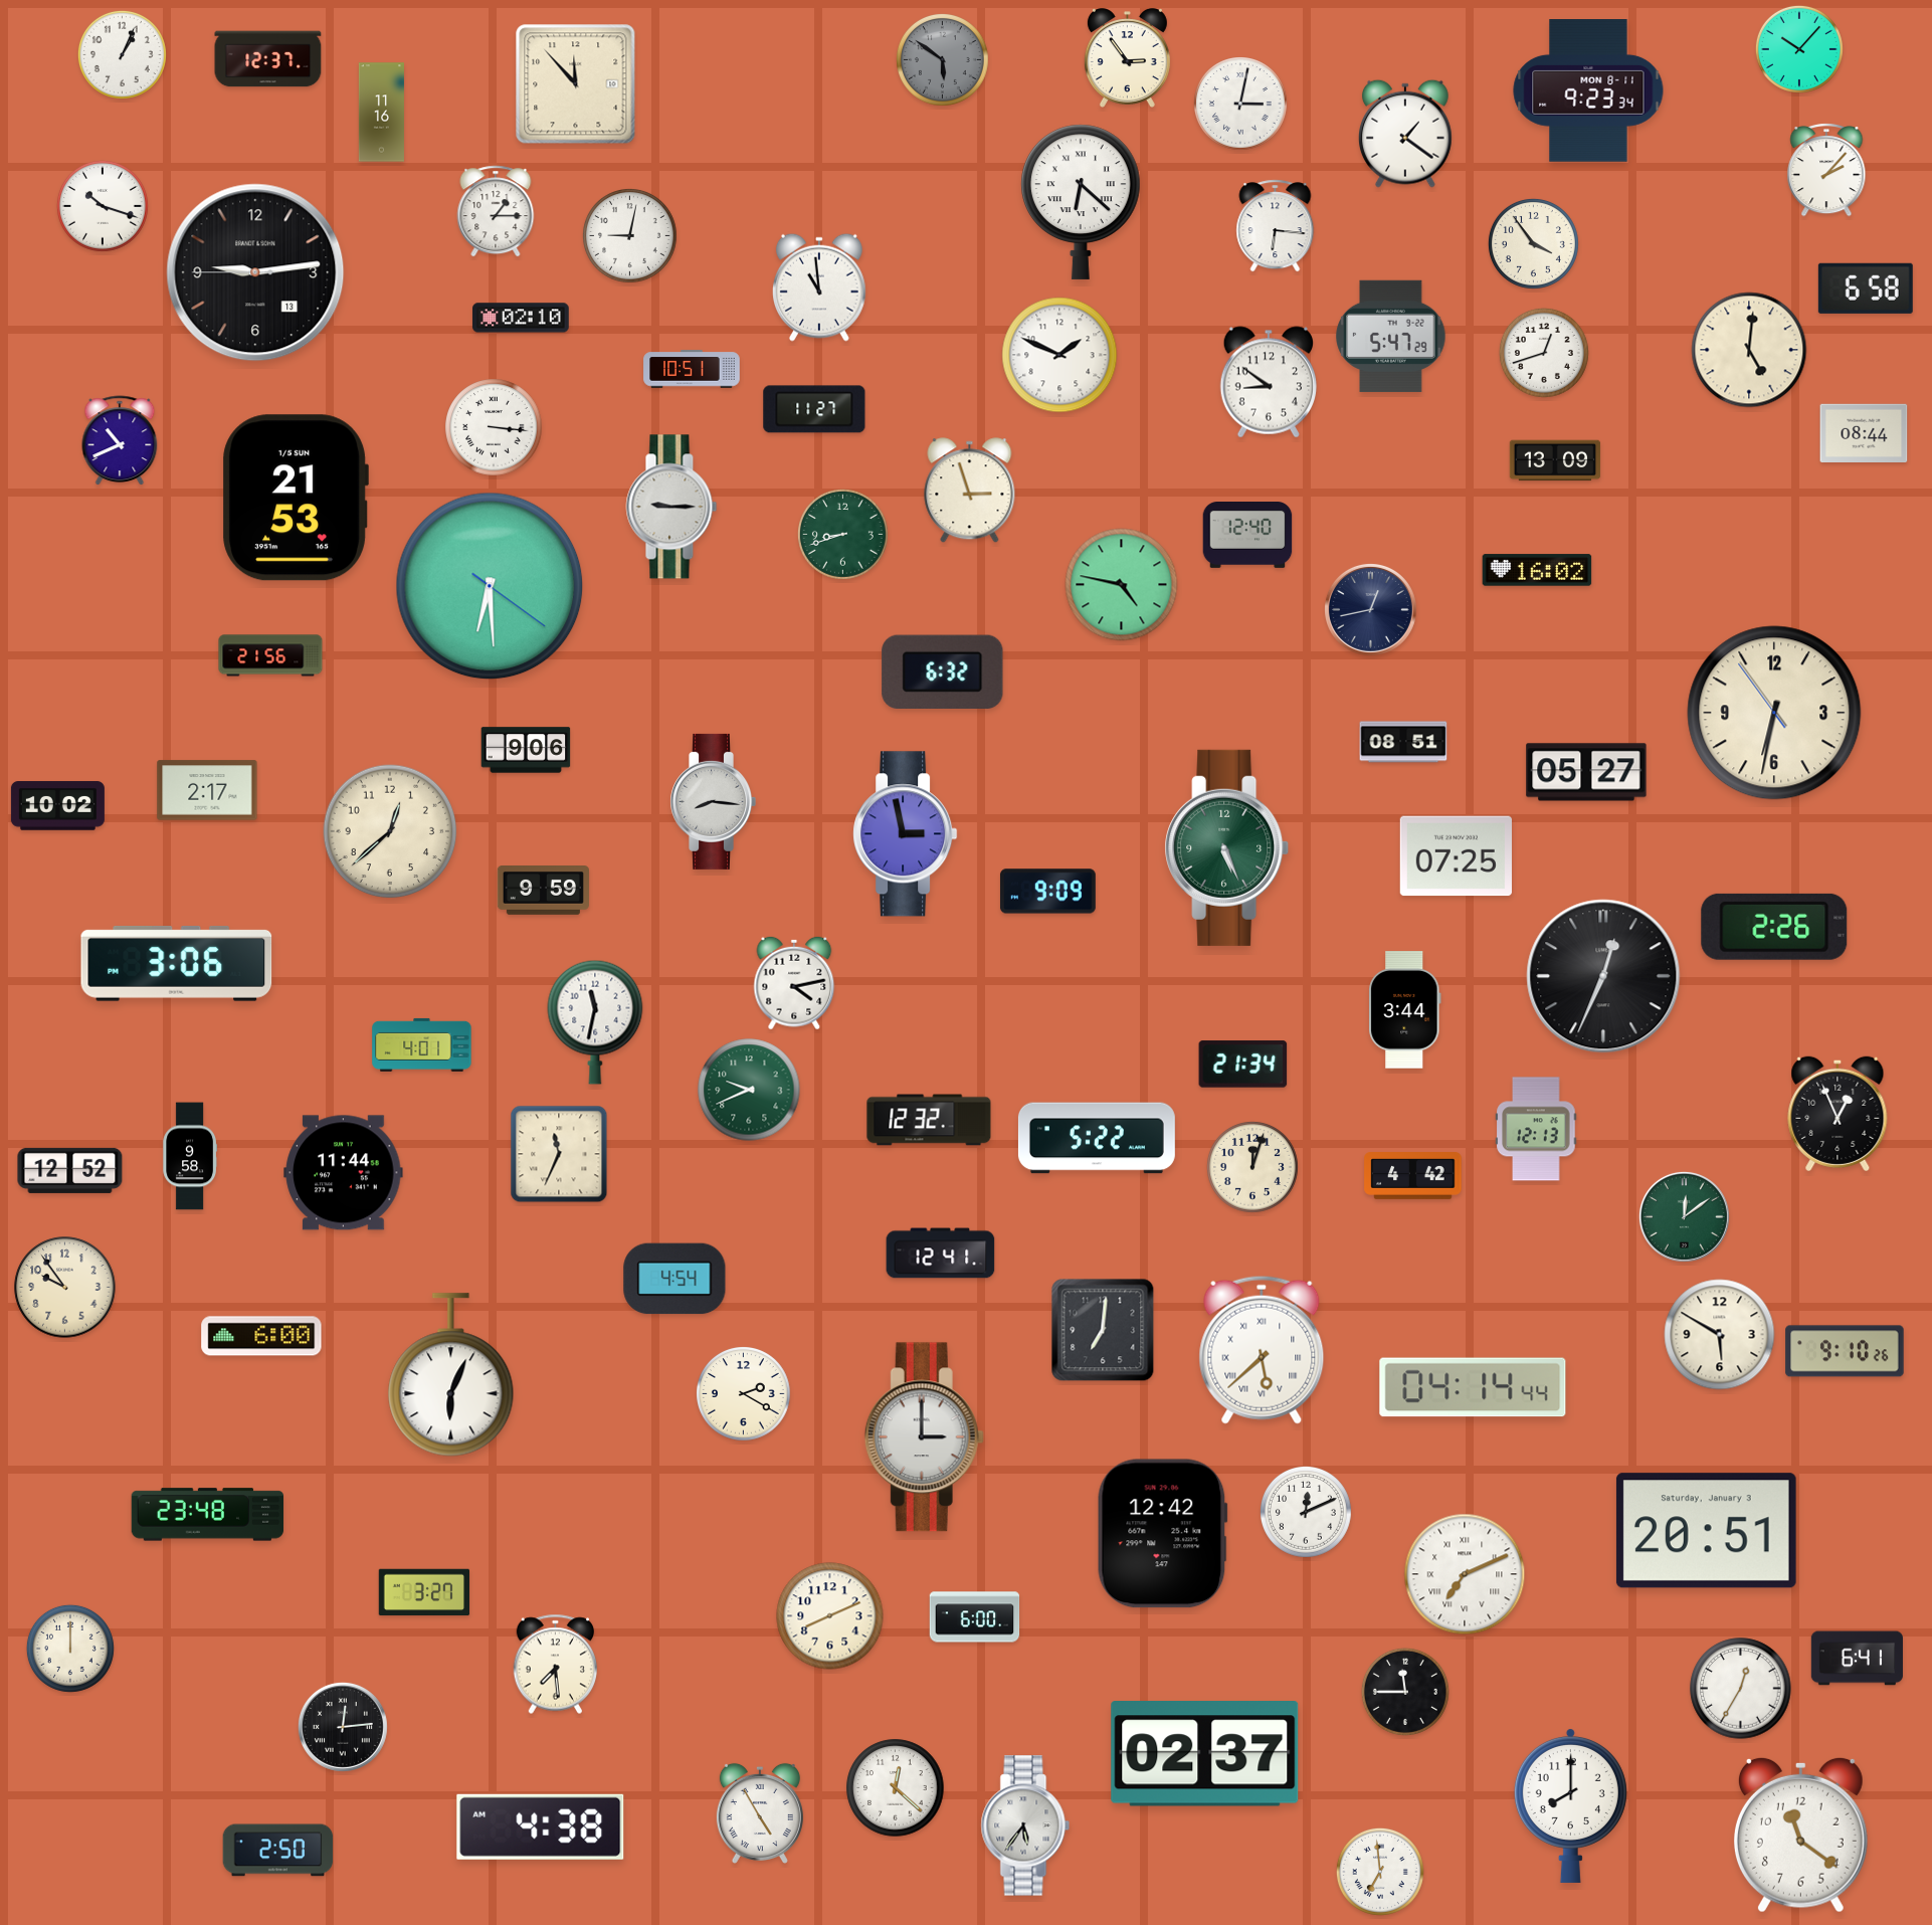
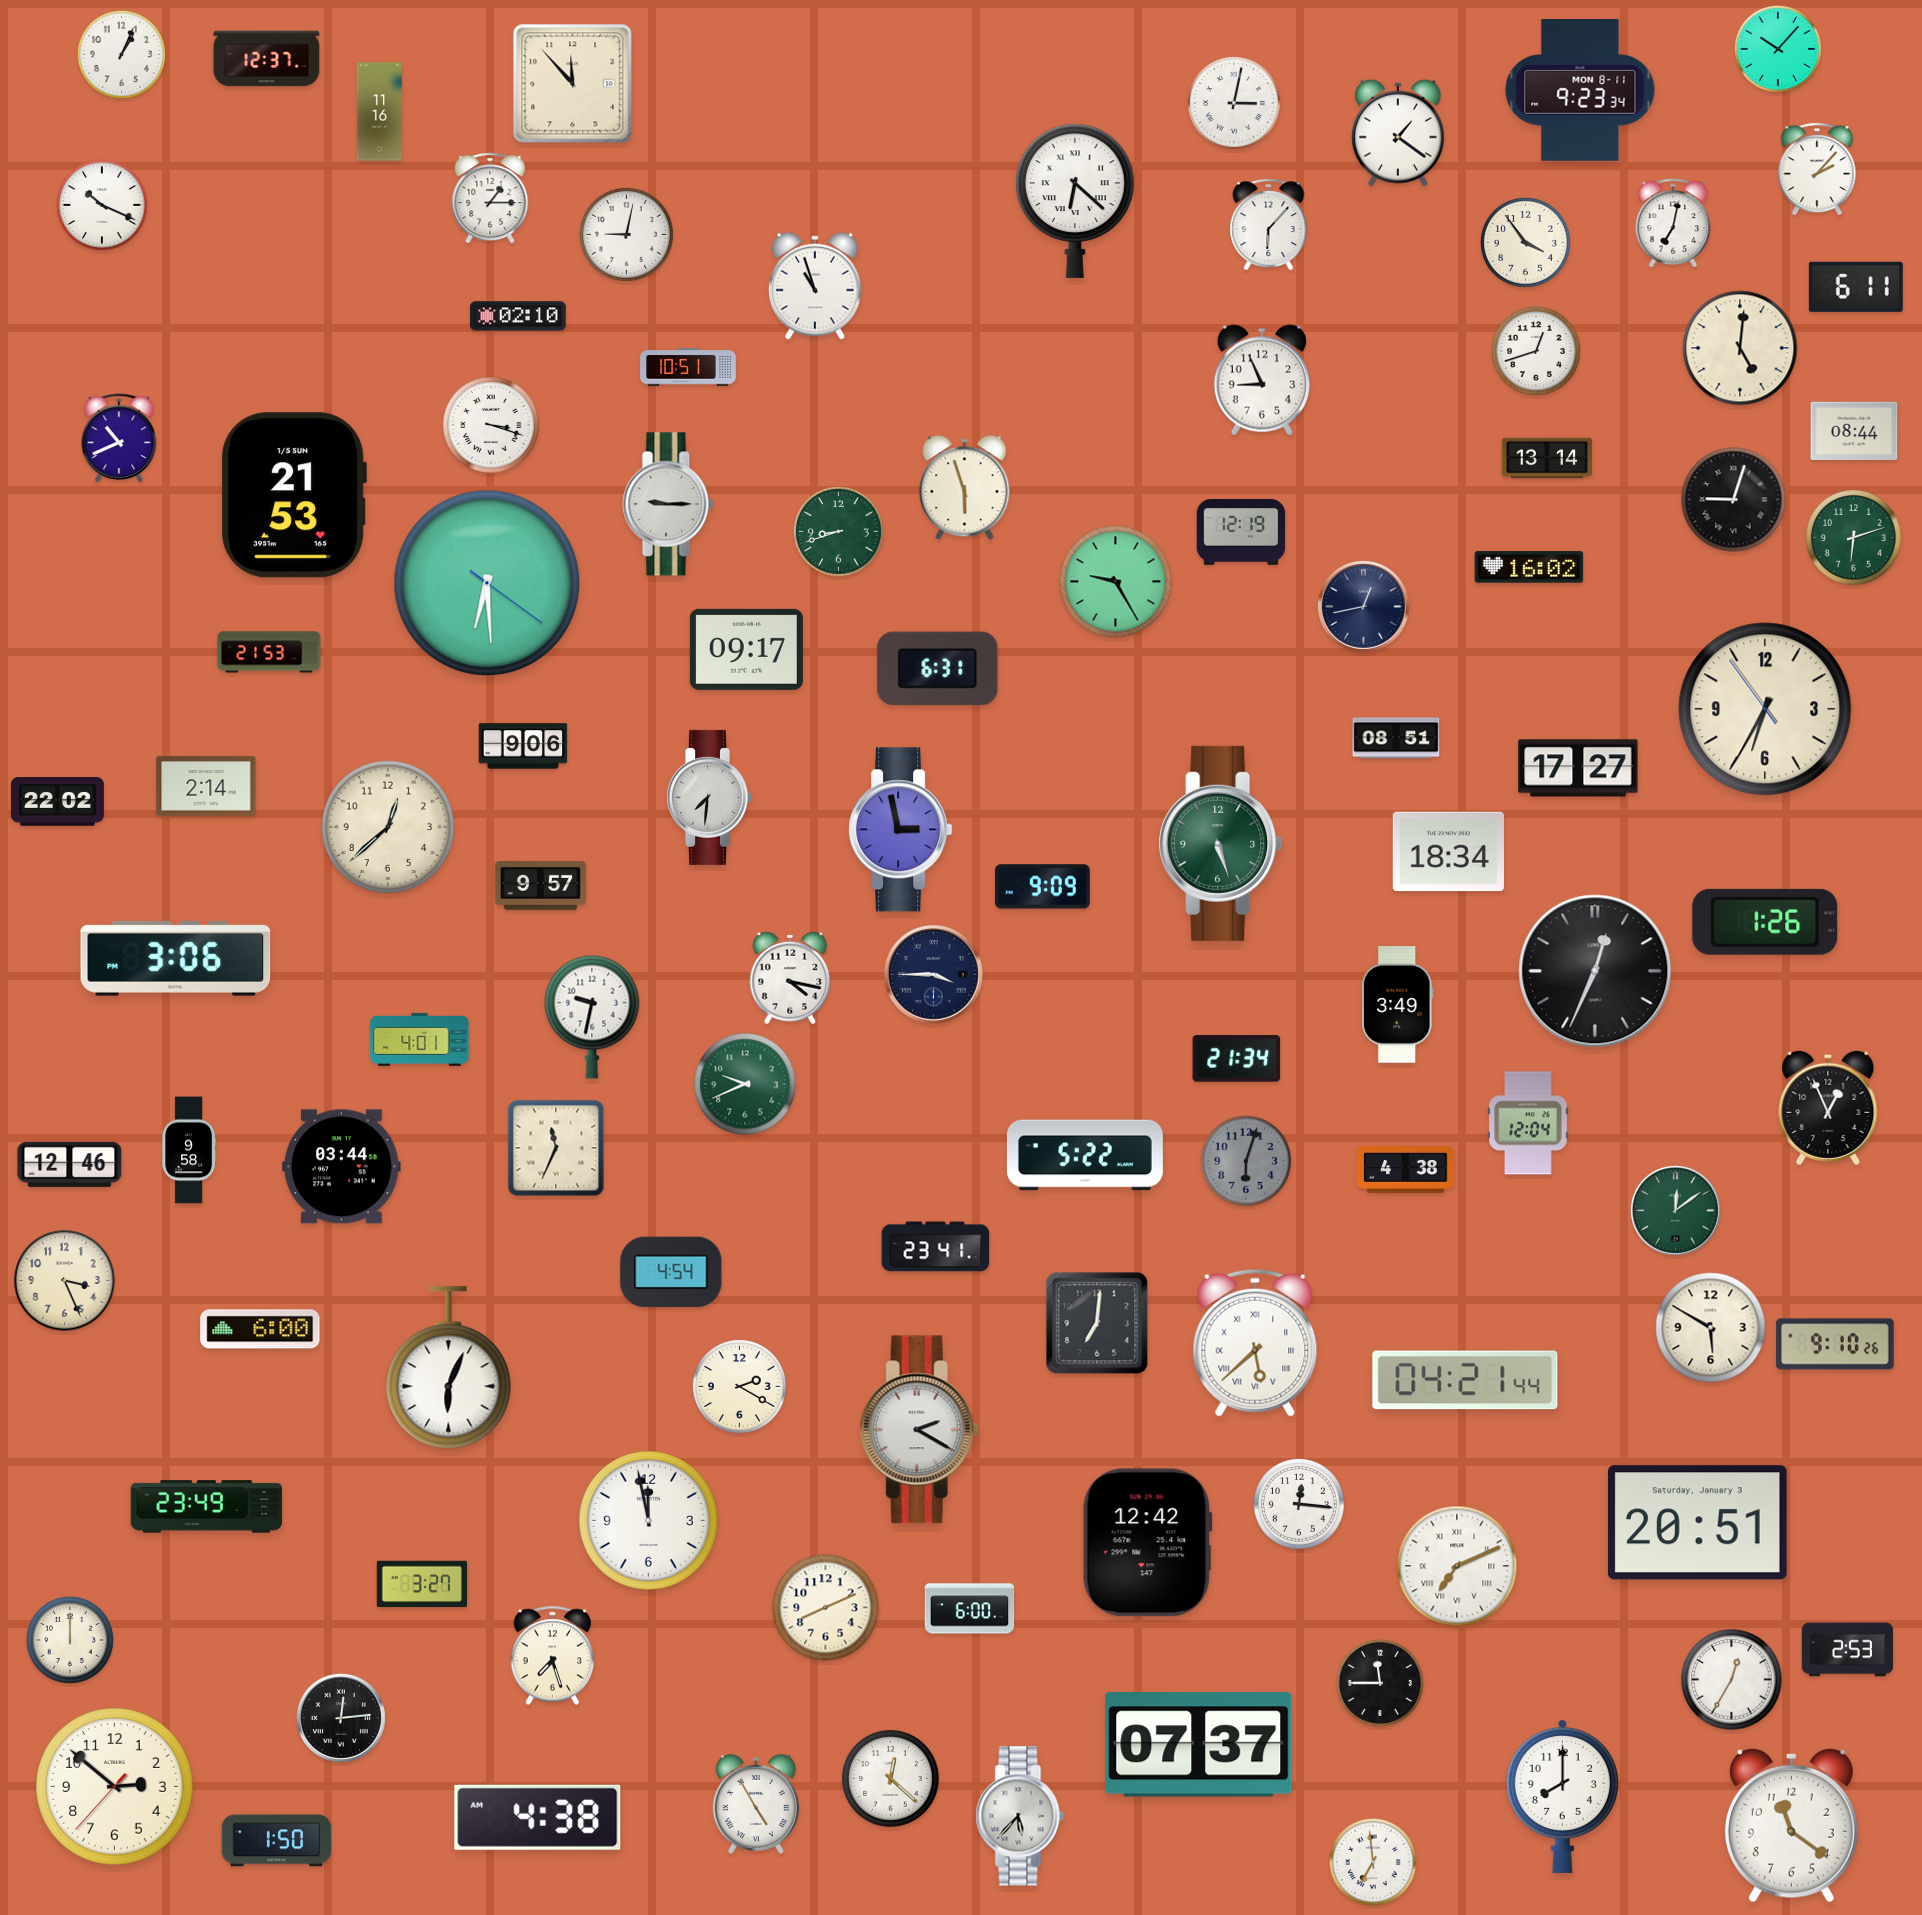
clock at (1799, 49) position: (1799, 49) -> (1778, 49)
clock at (1127, 58): 2:54 -> none
clock at (943, 60): 5:51 -> none
clock at (103, 206): 10:18 -> 10:19
clock at (496, 211) position: (496, 211) -> (490, 198)
clock at (1673, 224): none -> 7:02
clock at (1276, 226): 6:16 -> 6:07
clock at (255, 272): 9:13 -> none
clock at (819, 287): 10:59 -> 10:57
clock at (1866, 288): 6:58 -> 6:11
clock at (1391, 336): 5:47 -> none
clock at (1059, 355): 1:49 -> none
clock at (1268, 382): 8:51 -> 8:56
clock at (814, 409): 11:27 -> none
clock at (494, 427): 3:16 -> 3:18
clock at (1555, 460): 13:09 -> 13:14
clock at (970, 491): 2:57 -> 5:57
clock at (1734, 500): none -> 9:03
clock at (1247, 536): 12:40 -> 12:19
clock at (1854, 538): none -> 6:12
clock at (1122, 585): 4:47 -> 9:25
clock at (746, 649): none -> 09:17
clock at (270, 655): 21:56 -> 21:53
clock at (943, 671): 6:32 -> 6:31
clock at (1774, 713): 6:31 -> 6:34
clock at (1586, 772): 05:27 -> 17:27
clock at (207, 790): 2:17 -> 2:14
clock at (713, 801): 8:16 -> 7:31
clock at (57, 806): 10:02 -> 22:02
clock at (1227, 847): 5:26 -> 5:27
clock at (1456, 856): 07:25 -> 18:34
clock at (543, 891): 9:59 -> 9:57
clock at (1774, 927): 2:26 -> 1:26
clock at (934, 975): none -> 3:45
clock at (794, 983): 4:13 -> 4:17
clock at (1405, 1010): 3:44 -> 3:49
clock at (595, 1022): 11:32 -> 9:32
clock at (929, 1120): 12:32 -> none
clock at (1536, 1129): 12:13 -> 12:04
clock at (1097, 1138) position: (1097, 1138) -> (1085, 1155)
clock at (1252, 1167): 12:03 -> 6:03
clock at (1252, 1167) dial: cream -> grey
clock at (70, 1170): 12:52 -> 12:46
clock at (344, 1173): 11:44 -> 03:44
clock at (1413, 1176): 4:42 -> 4:38
clock at (941, 1254): 12:41 -> 23:41
clock at (65, 1288): 9:54 -> 3:26
clock at (1473, 1387): 04:14 -> 04:21
clock at (924, 1437): 3:00 -> 2:20
clock at (1306, 1512): 12:11 -> 12:16
clock at (208, 1515): 23:48 -> 23:49
clock at (648, 1520): none -> 11:58
clock at (1162, 1534) position: (1162, 1534) -> (1147, 1543)
clock at (1857, 1659): 6:41 -> 2:53
clock at (555, 1665): 7:29 -> 7:27
clock at (1405, 1692) position: (1405, 1692) -> (1380, 1683)
clock at (1205, 1754): 02:37 -> 07:37
clock at (115, 1787): none -> 2:51
clock at (1025, 1825): 5:36 -> 5:37
clock at (278, 1851): 2:50 -> 1:50
